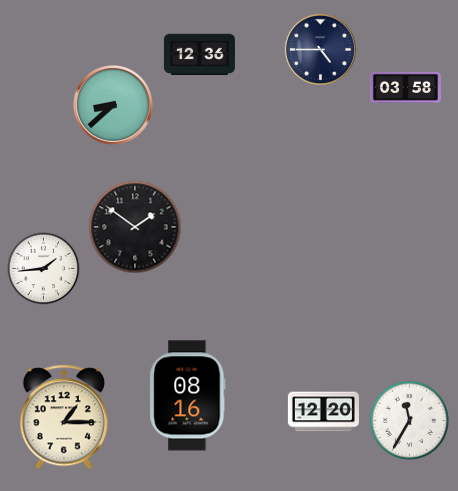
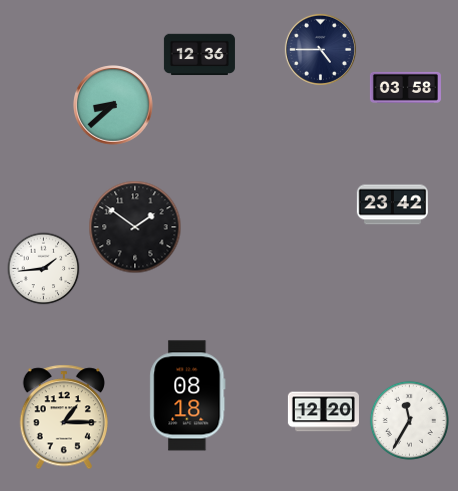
clock at (392, 205): none -> 23:42
clock at (188, 396): 08:16 -> 08:18
